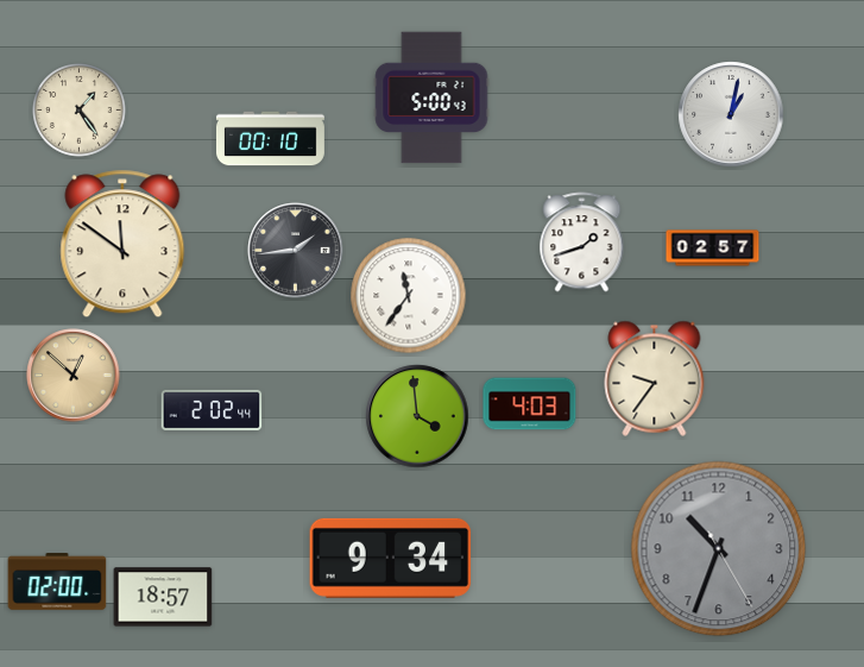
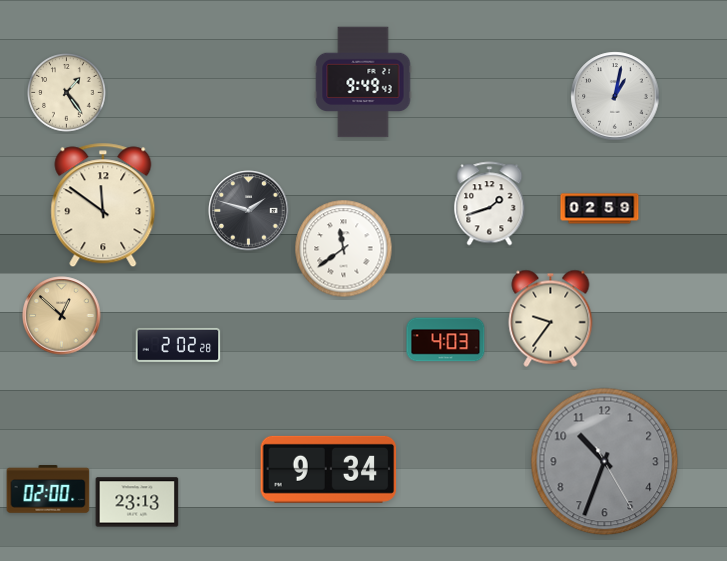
clock at (431, 97): 5:00 -> 9:49
clock at (270, 139): 00:10 -> none
clock at (713, 248): 02:57 -> 02:59
clock at (296, 251): 1:44 -> 1:48
clock at (409, 296): 11:36 -> 11:39
clock at (212, 410): 2:02:44 -> 2:02:28
clock at (417, 416): 3:59 -> none
clock at (163, 597): 18:57 -> 23:13
